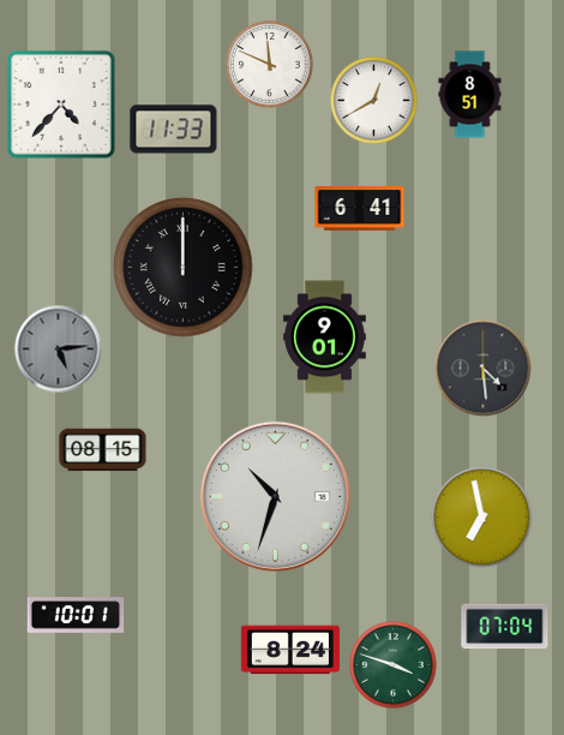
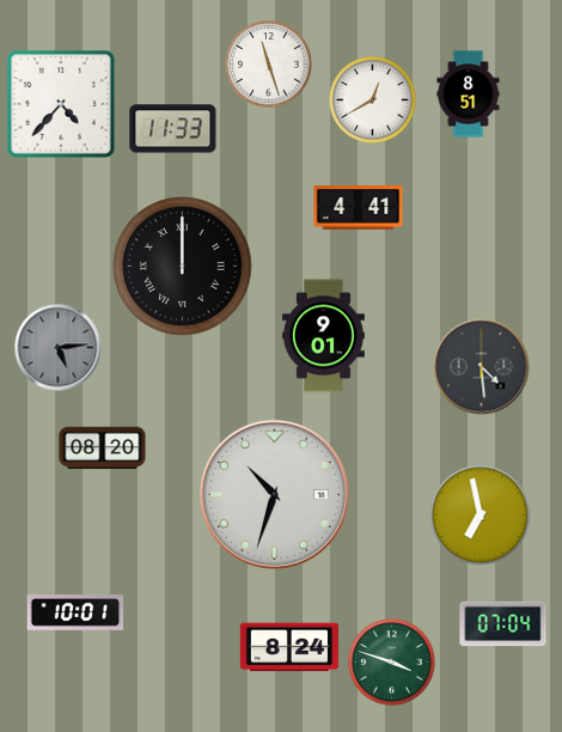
clock at (270, 65): 11:49 -> 11:27
clock at (360, 209): 6:41 -> 4:41
clock at (103, 450): 08:15 -> 08:20
